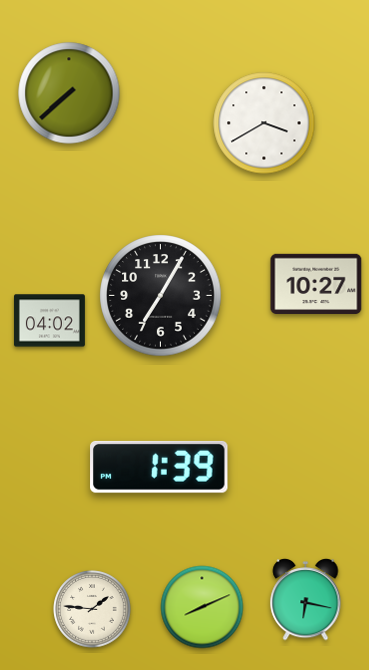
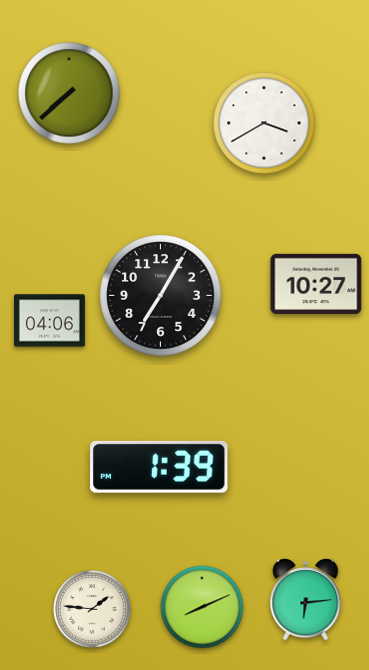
clock at (49, 321): 04:02 -> 04:06
clock at (306, 600): 6:17 -> 6:14
